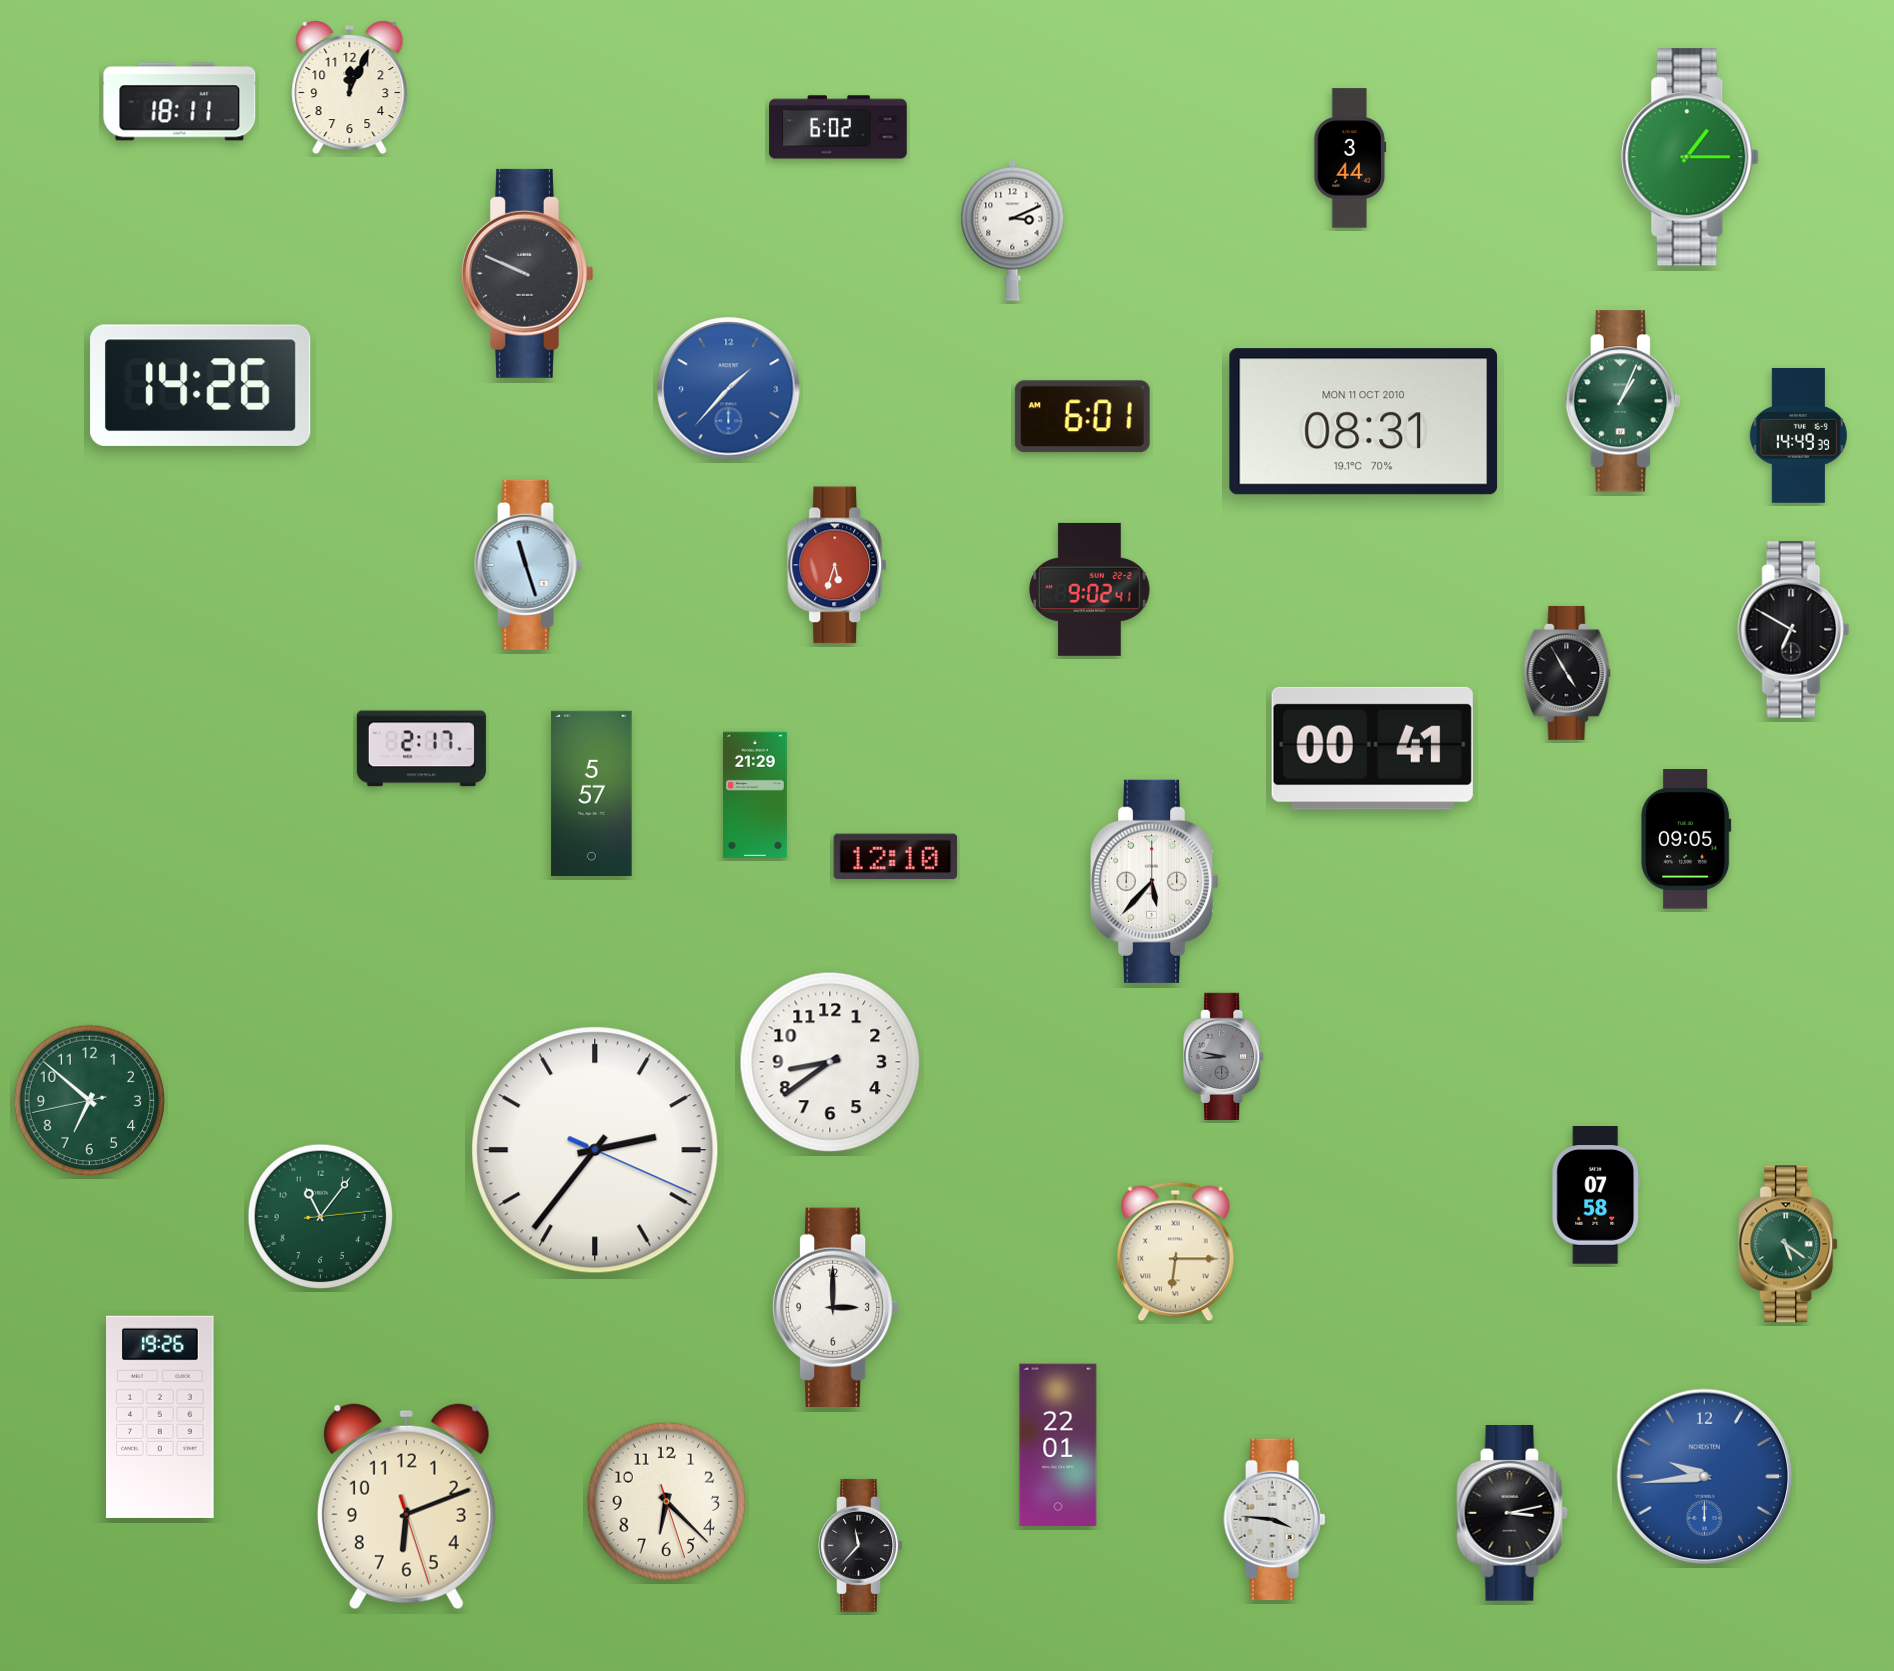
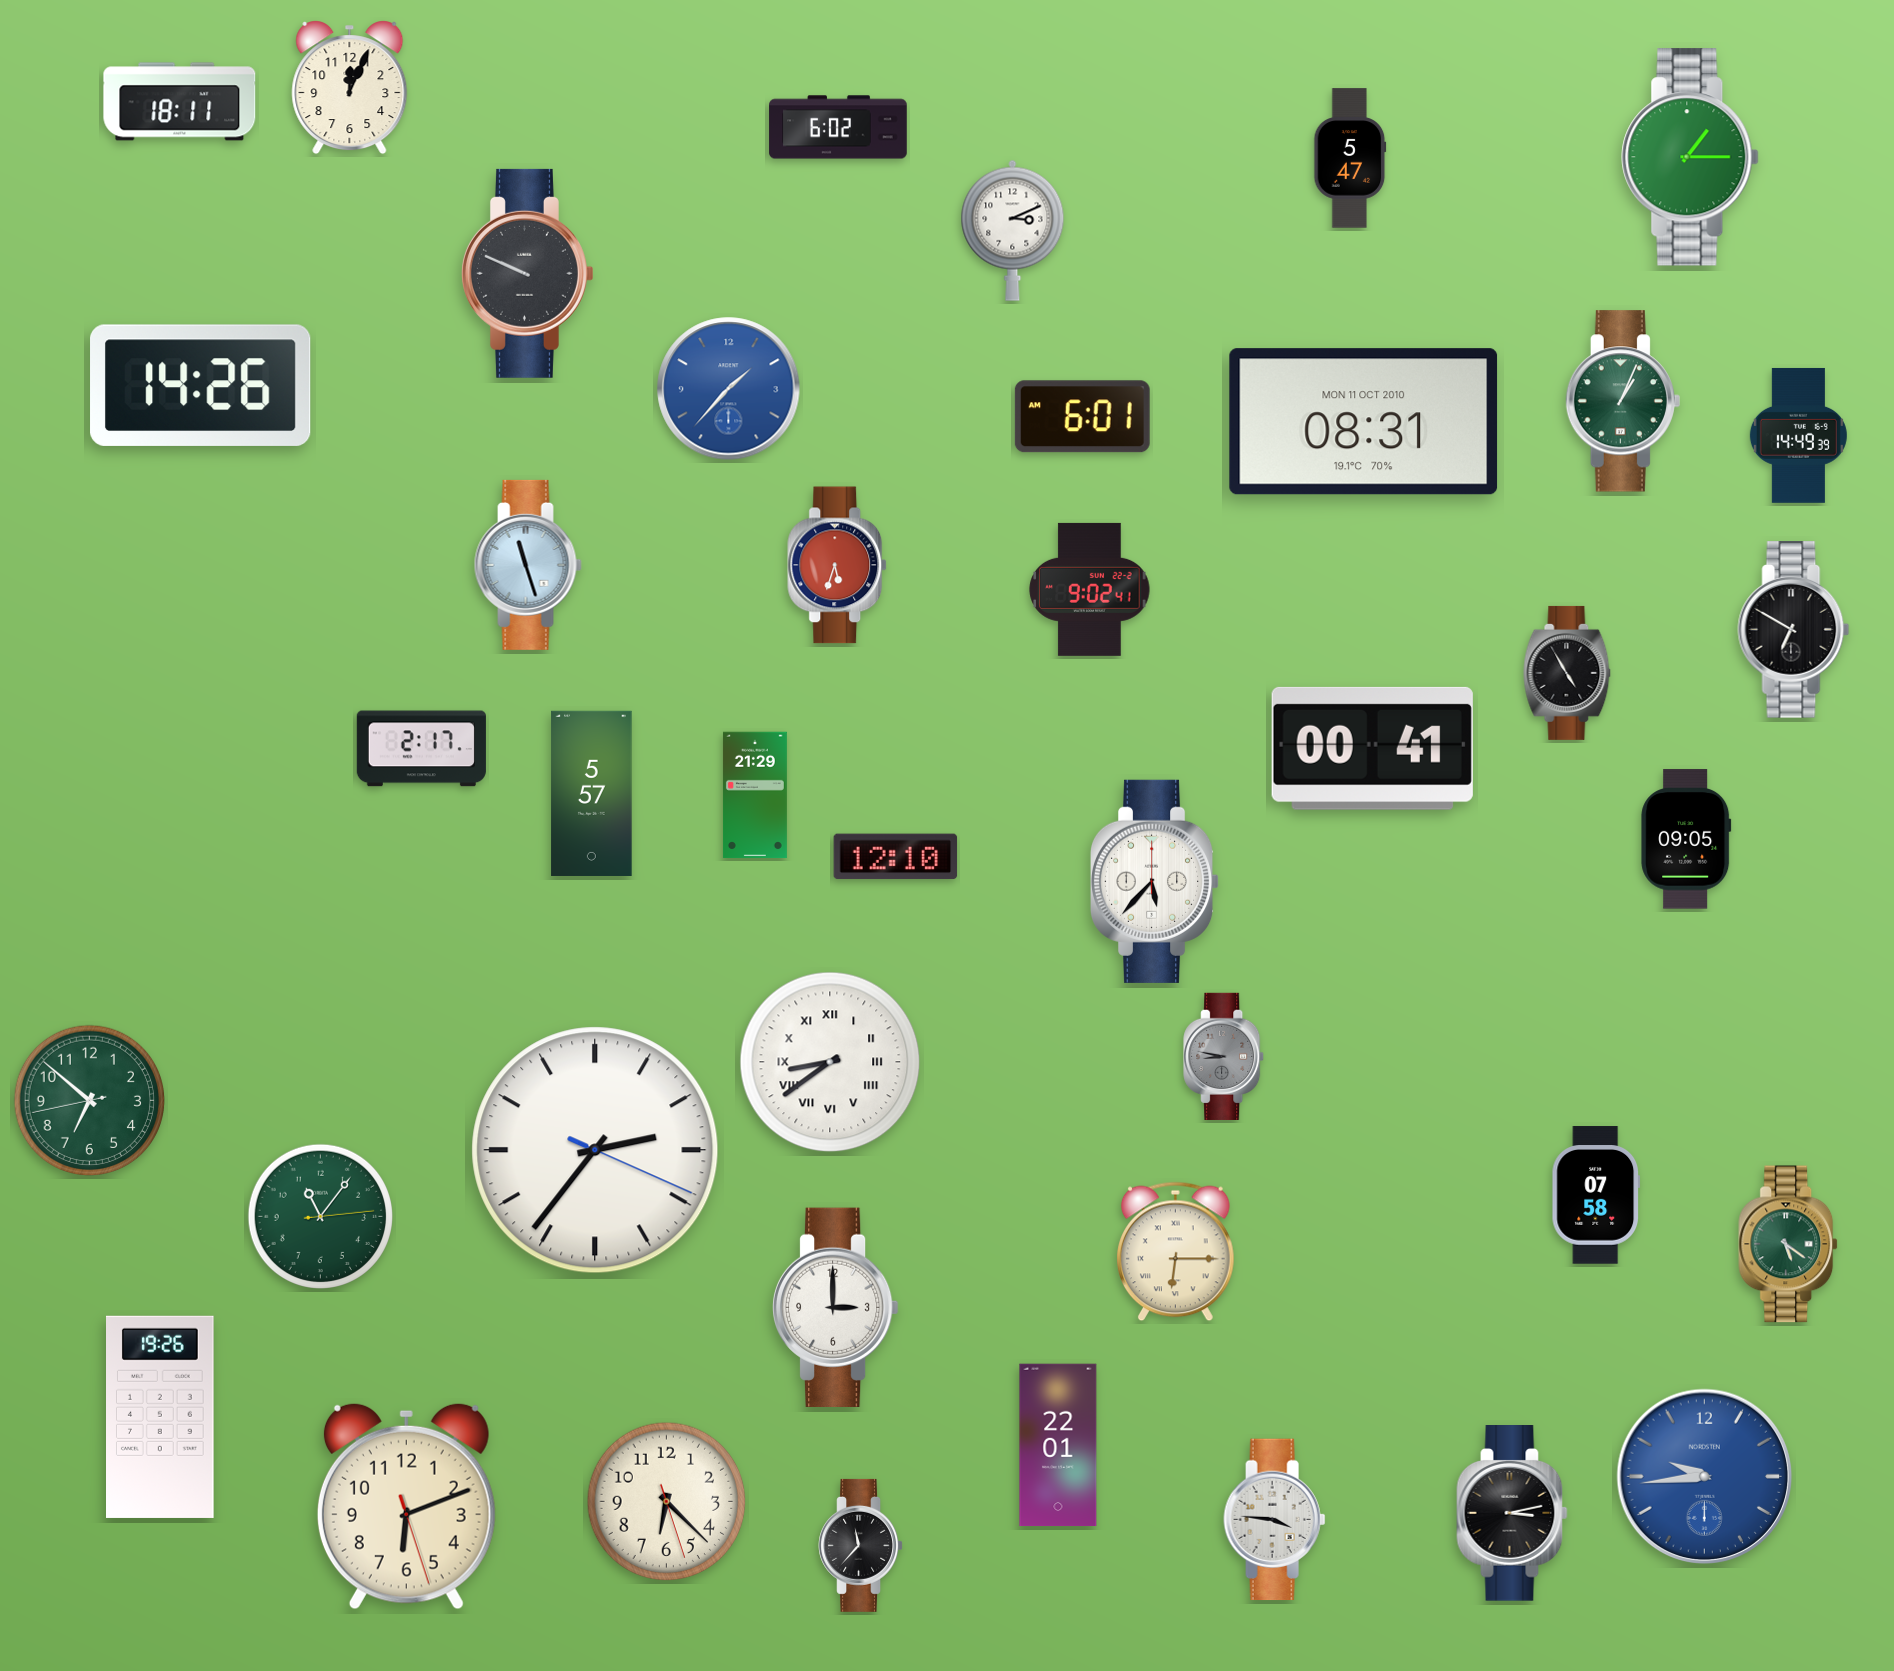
clock at (1350, 158): 3:44 -> 5:47
clock at (830, 1062) numerals: Arabic -> Roman
